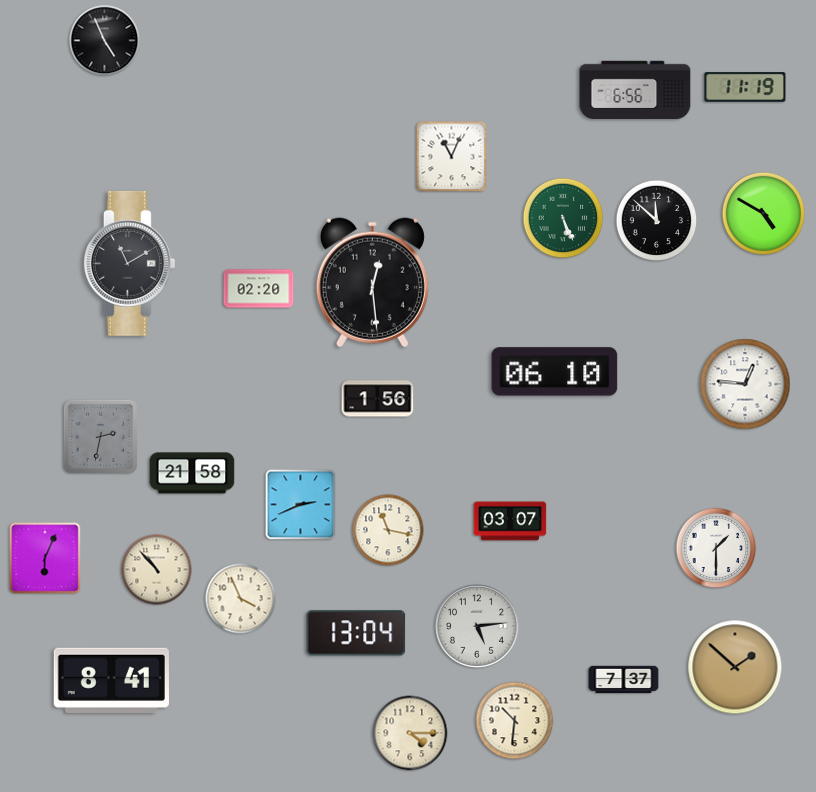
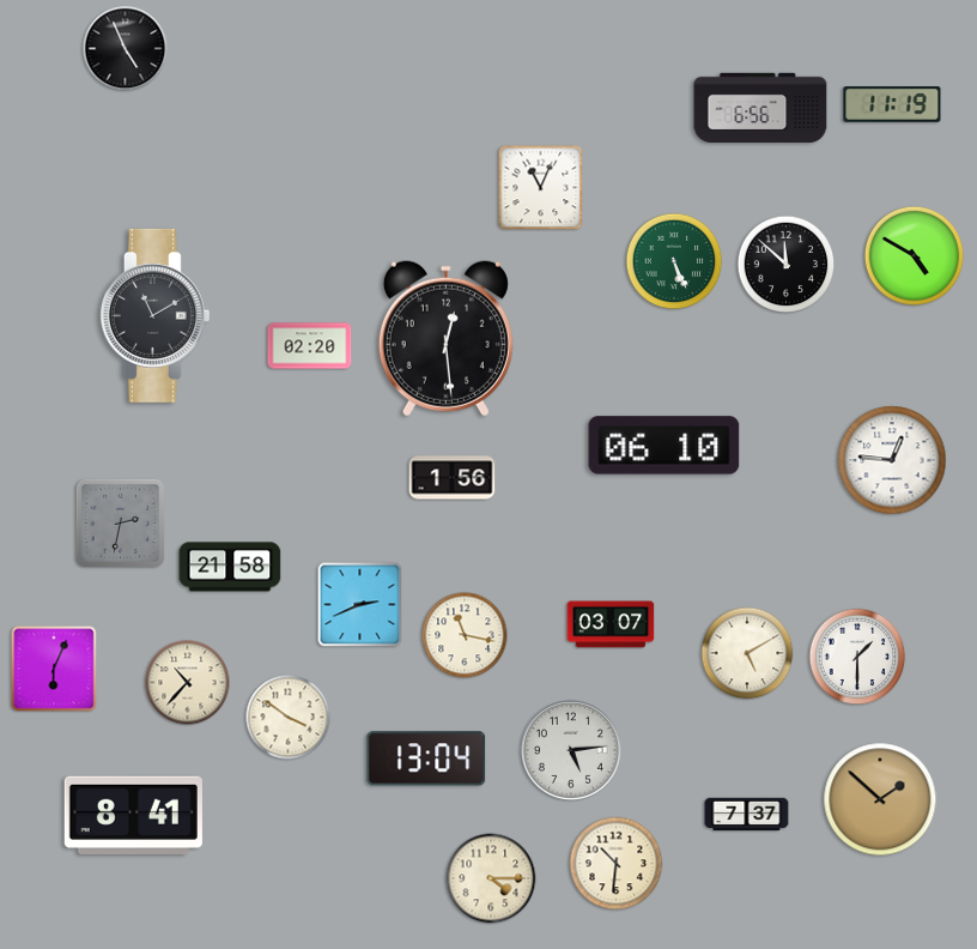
clock at (747, 653): none -> 5:10
clock at (157, 570): 10:53 -> 10:37
clock at (241, 599): 3:56 -> 3:51
